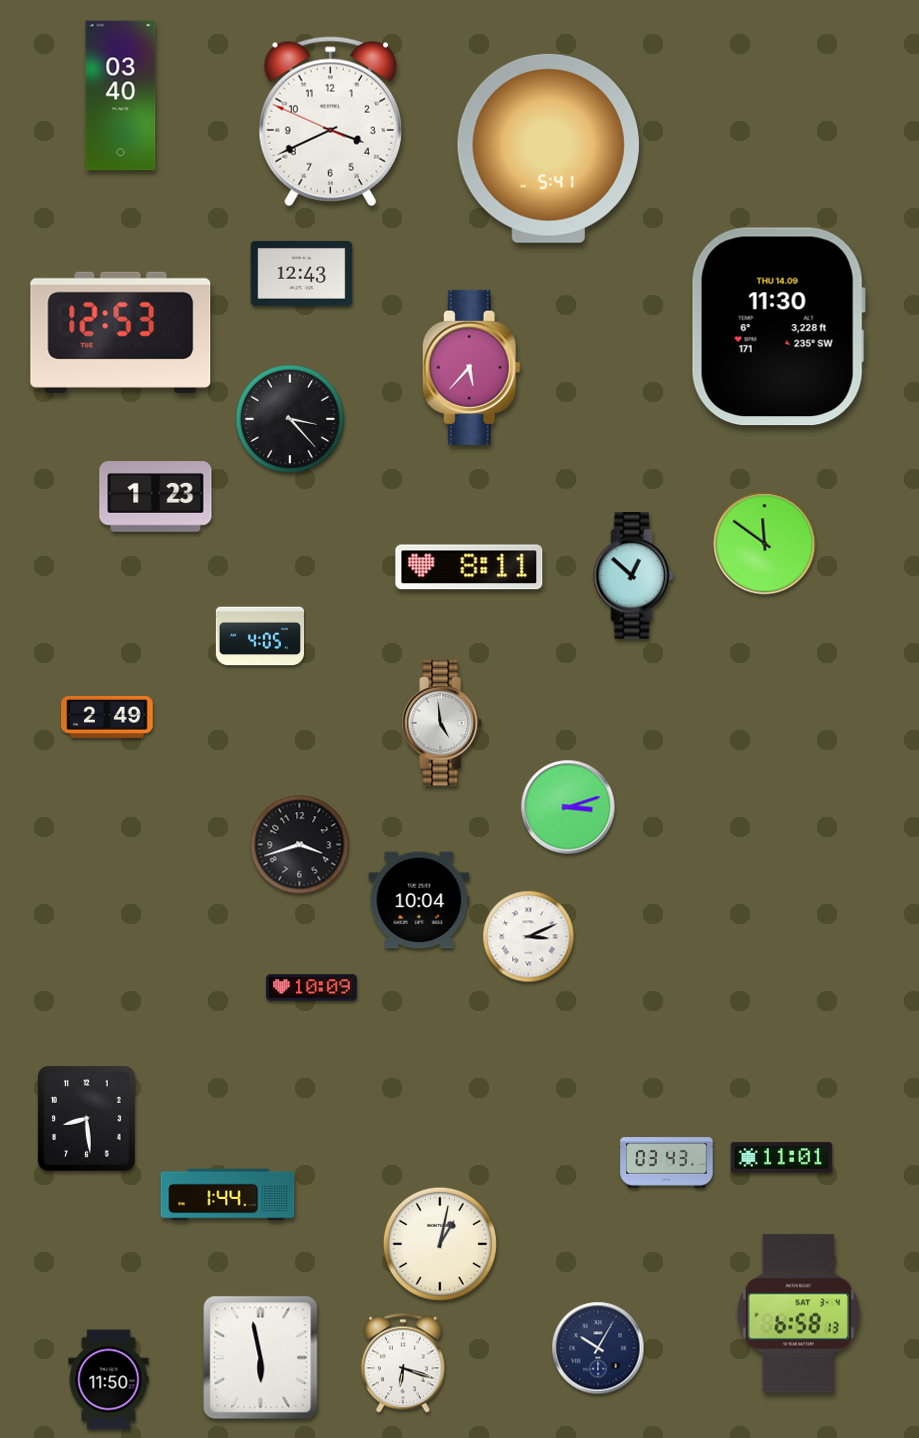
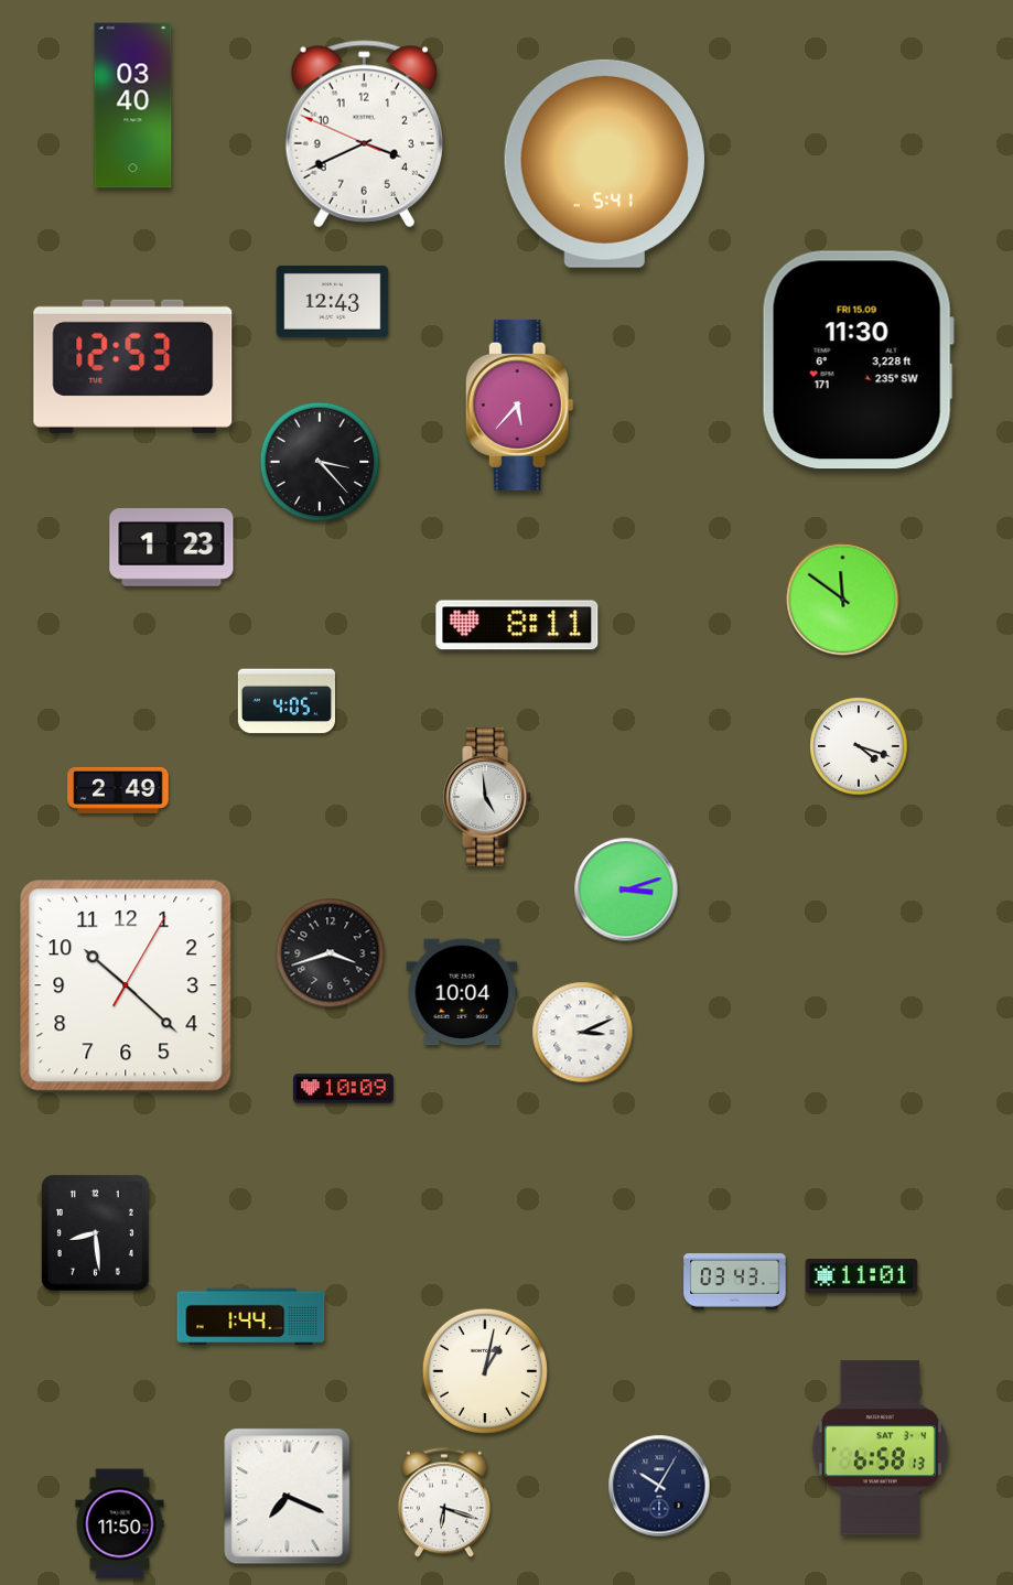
clock at (778, 327) date: THU 14.09 -> FRI 15.09
clock at (634, 576): 12:52 -> none
clock at (859, 746): none -> 4:18
clock at (300, 845) position: (300, 845) -> (331, 953)
clock at (126, 985): none -> 10:22
clock at (261, 1358): 5:58 -> 7:19
clock at (109, 1380) position: (109, 1380) -> (120, 1524)
